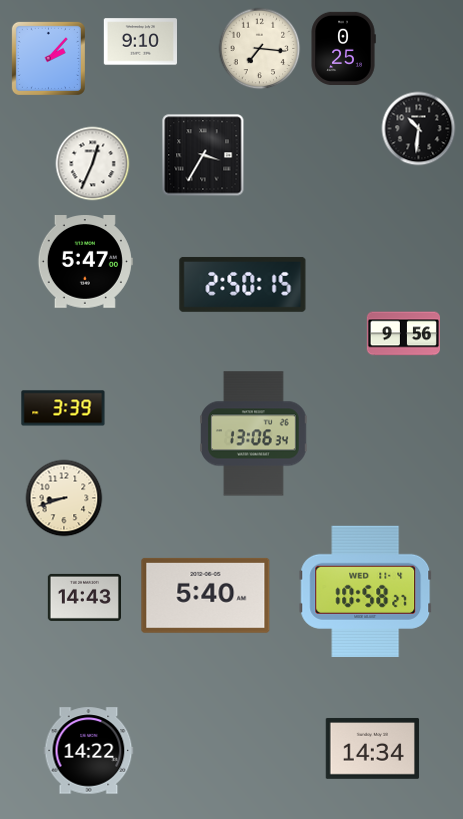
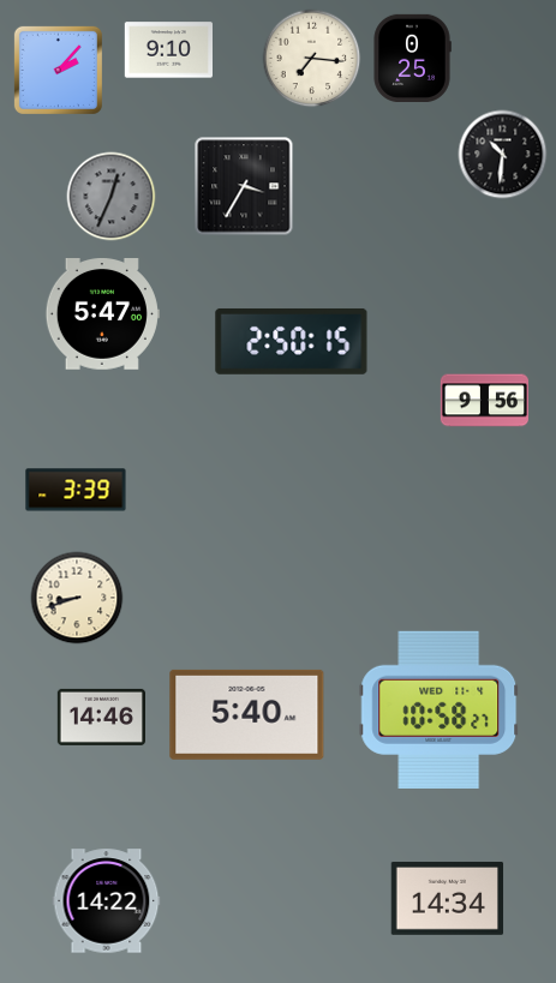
clock at (93, 164) dial: white -> grey
clock at (254, 434): 13:06 -> none
clock at (84, 597): 14:43 -> 14:46
